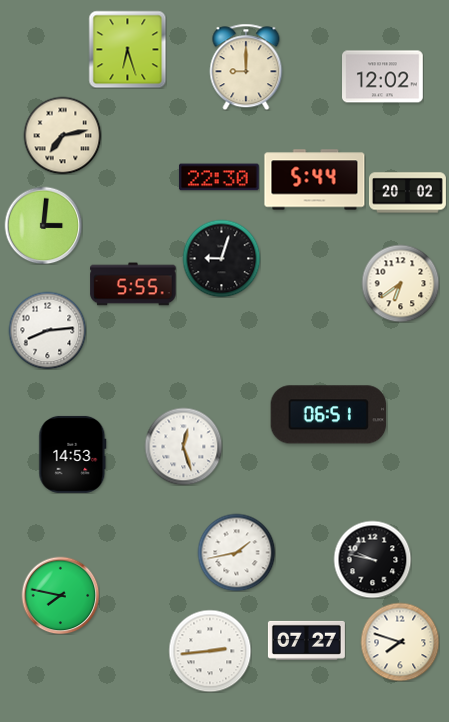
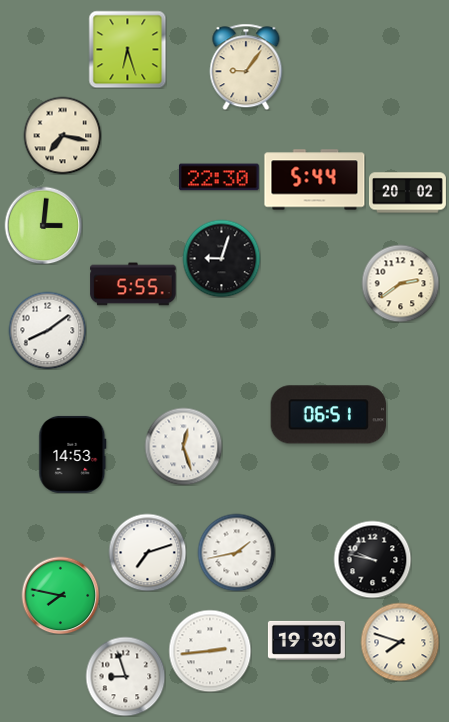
clock at (246, 67): 9:00 -> 9:06
clock at (383, 77): 12:02 -> none
clock at (62, 135): 7:13 -> 7:17
clock at (400, 283): 6:39 -> 2:39
clock at (47, 330): 8:14 -> 8:09
clock at (147, 552): none -> 7:12
clock at (306, 640): 07:27 -> 19:30
clock at (125, 676): none -> 8:57
